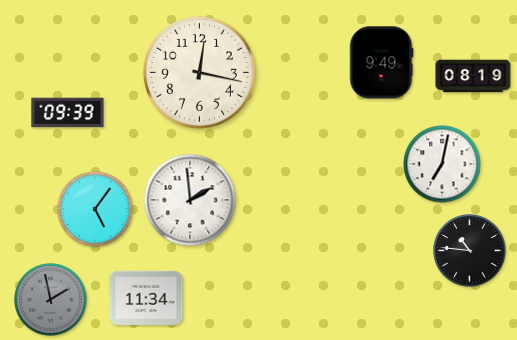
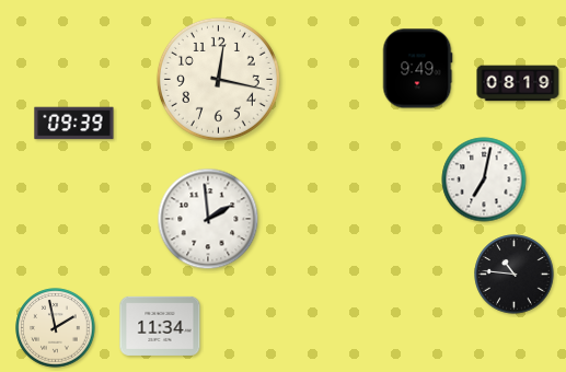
clock at (95, 209): 5:06 -> none
clock at (51, 300) dial: grey -> cream
